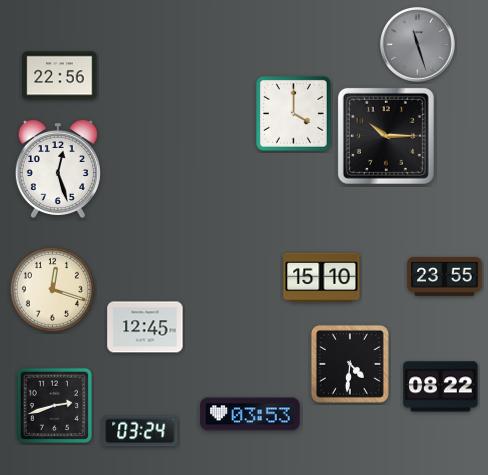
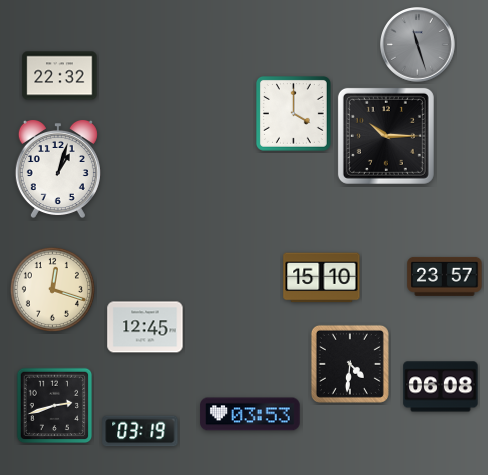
clock at (60, 76): 22:56 -> 22:32
clock at (58, 169): 12:27 -> 1:03
clock at (445, 276): 23:55 -> 23:57
clock at (441, 387): 08:22 -> 06:08
clock at (140, 431): 03:24 -> 03:19
